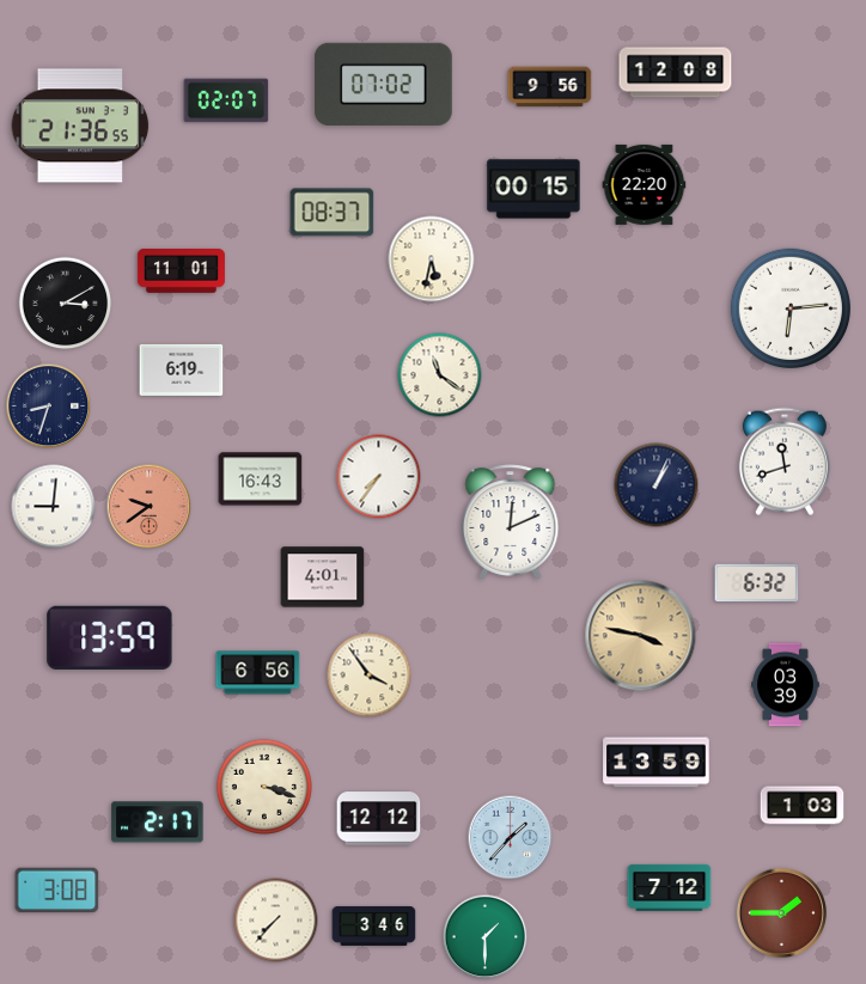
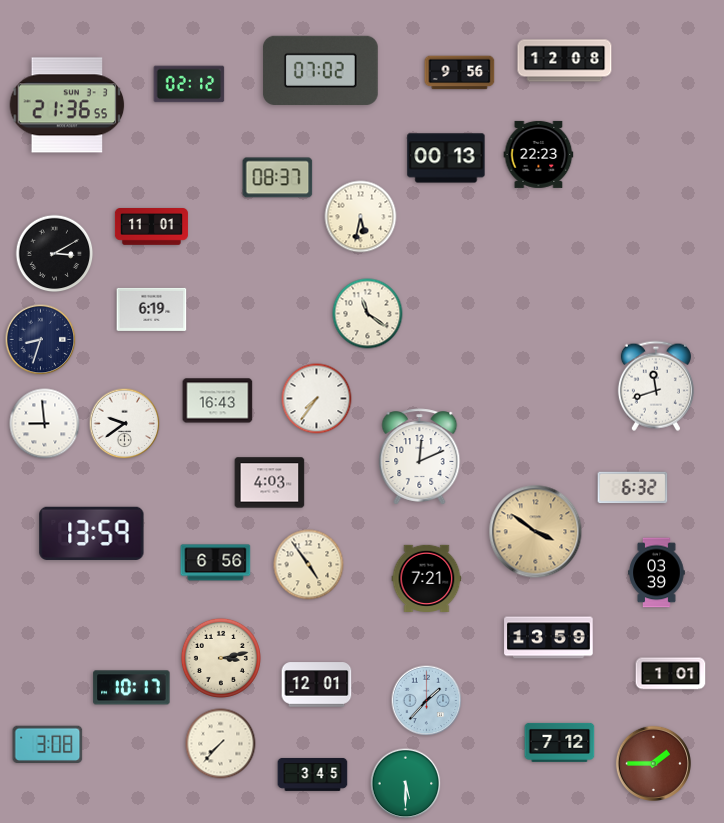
clock at (226, 100): 02:07 -> 02:12
clock at (645, 184): 22:20 -> 22:23
clock at (533, 189): 00:15 -> 00:13
clock at (789, 307): 6:14 -> none
clock at (657, 485): 1:04 -> none
clock at (54, 507): 9:01 -> 8:59
clock at (150, 507) dial: salmon -> white
clock at (511, 522) position: (511, 522) -> (420, 457)
clock at (323, 577): 4:01 -> 4:03
clock at (641, 636): 3:47 -> 3:51
clock at (370, 676): 3:54 -> 4:54
clock at (427, 579): none -> 7:21
clock at (264, 787): 3:18 -> 3:13
clock at (803, 806): 1:03 -> 1:01
clock at (379, 819): 12:12 -> 12:01
clock at (158, 823): 2:17 -> 10:17
clock at (276, 921) position: (276, 921) -> (221, 744)
clock at (374, 927): 3:46 -> 3:45
clock at (486, 937): 1:30 -> 5:30
